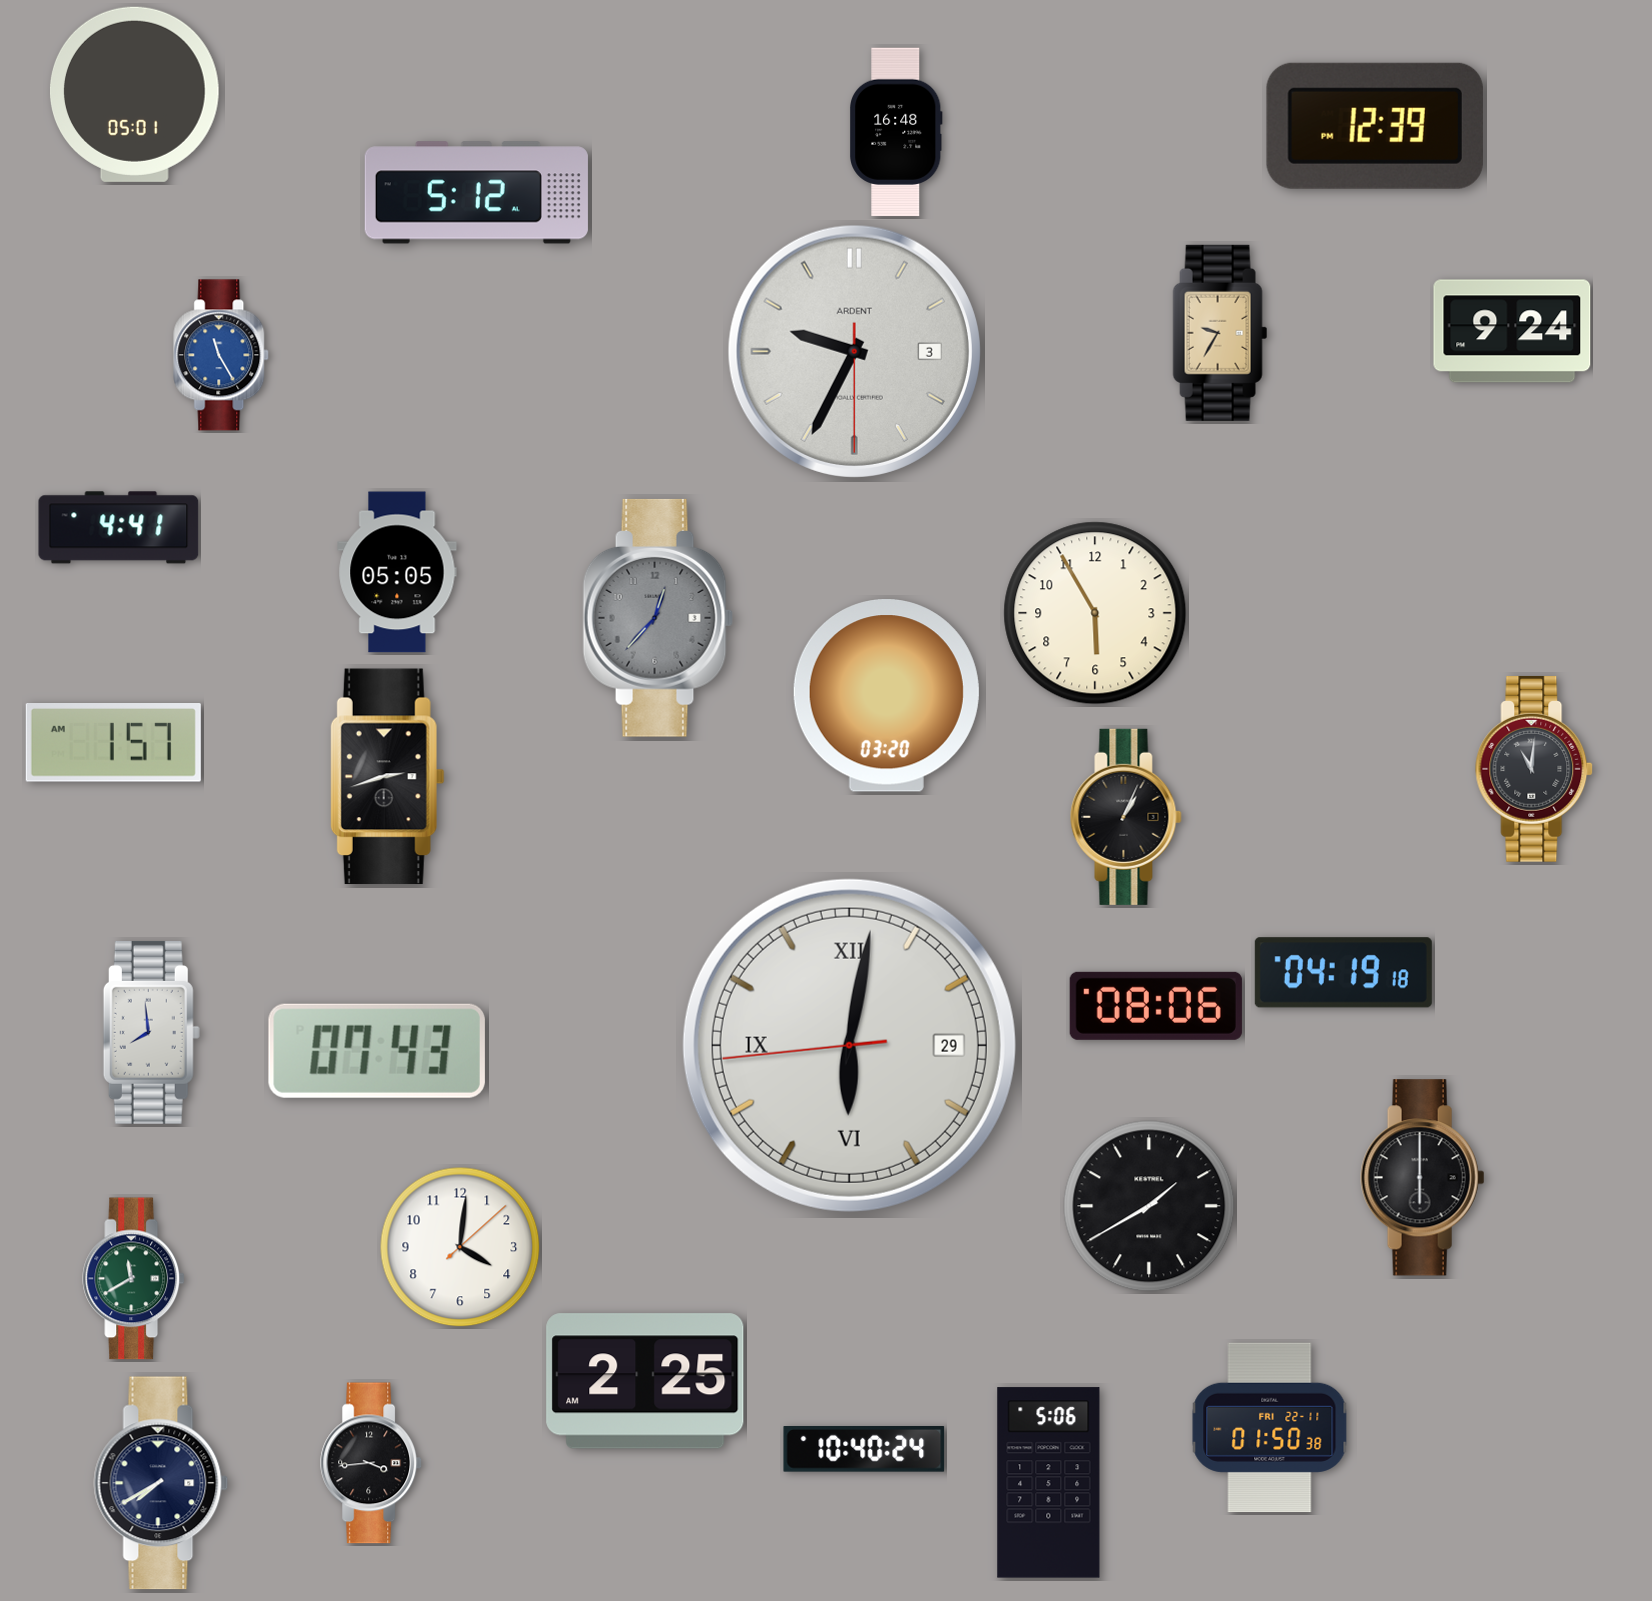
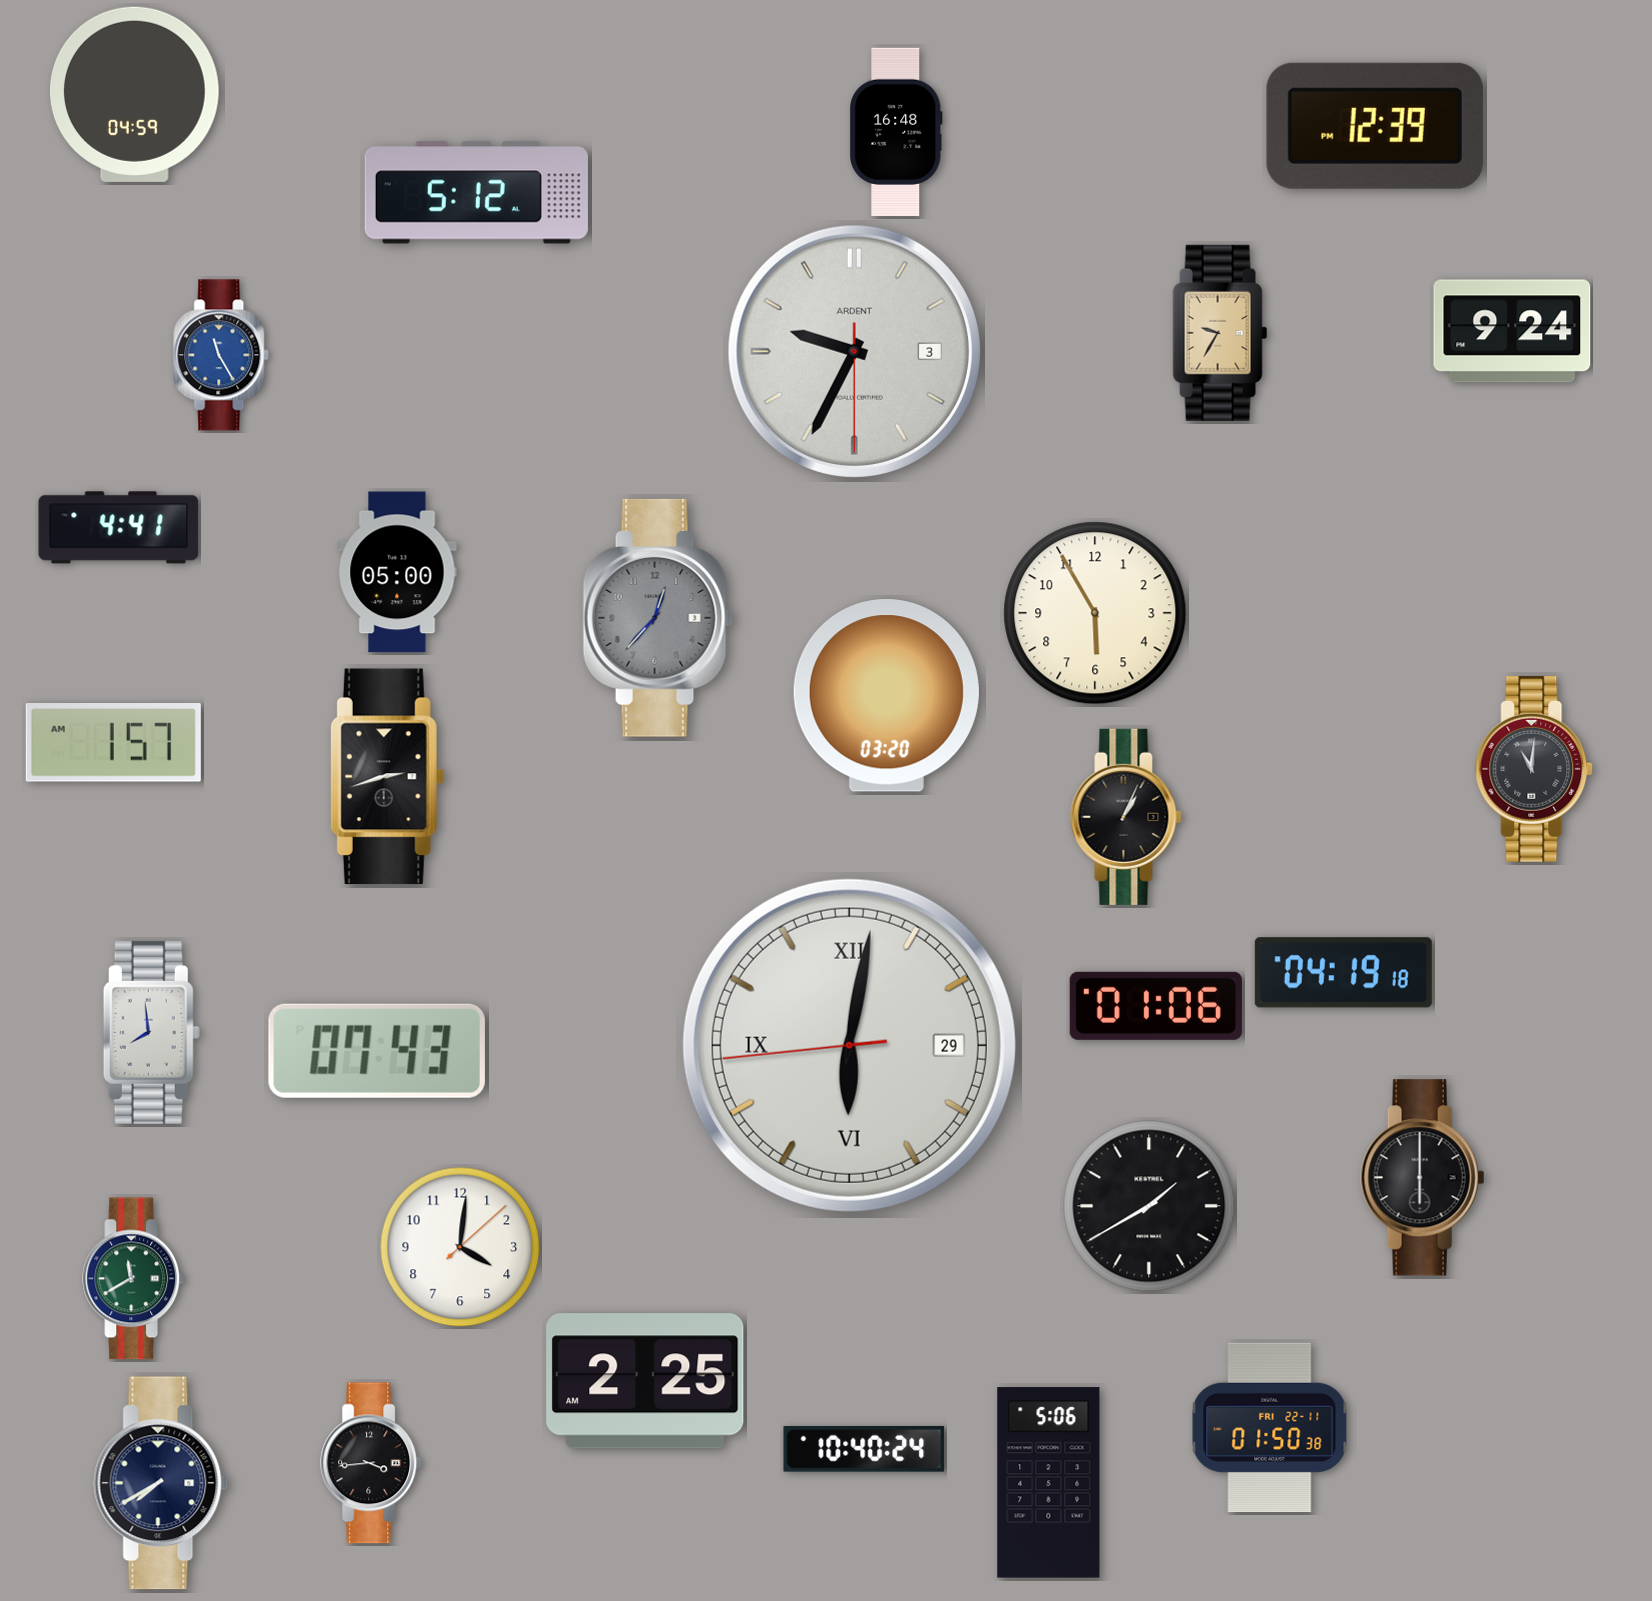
clock at (134, 94): 05:01 -> 04:59
clock at (397, 572): 05:05 -> 05:00
clock at (1156, 1006): 08:06 -> 01:06
